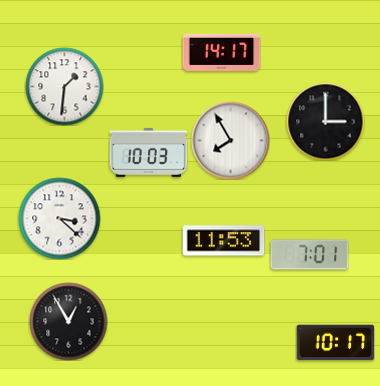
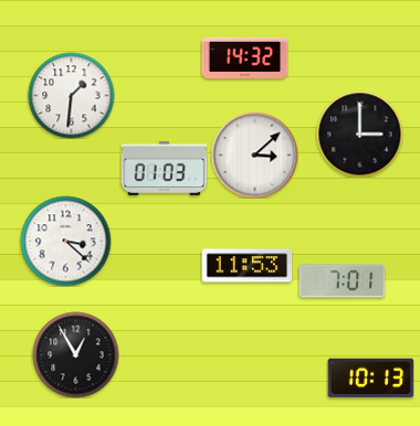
clock at (221, 52): 14:17 -> 14:32
clock at (230, 140): 7:55 -> 3:08
clock at (148, 152): 10:03 -> 01:03
clock at (335, 343): 10:17 -> 10:13
